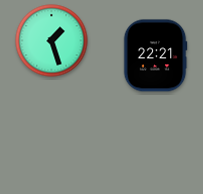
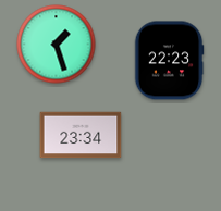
clock at (155, 56): 22:21 -> 22:23
clock at (81, 135): none -> 23:34
